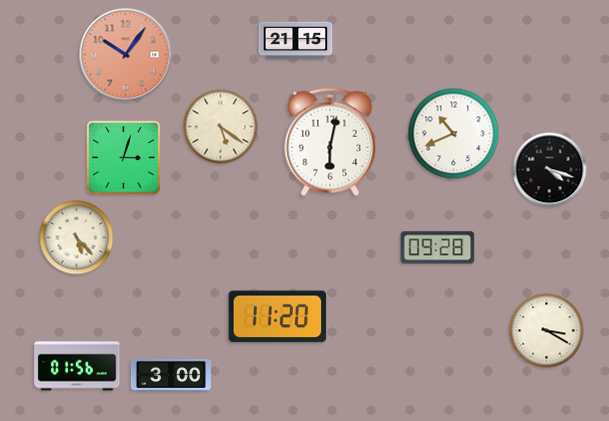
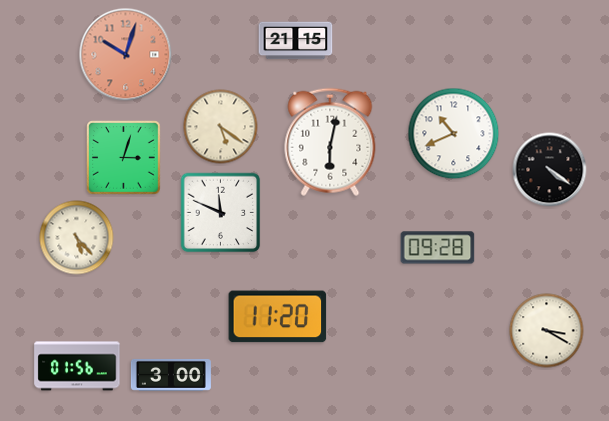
clock at (126, 55): 10:06 -> 10:03
clock at (550, 170): 4:18 -> 4:21
clock at (221, 213): none -> 11:49
